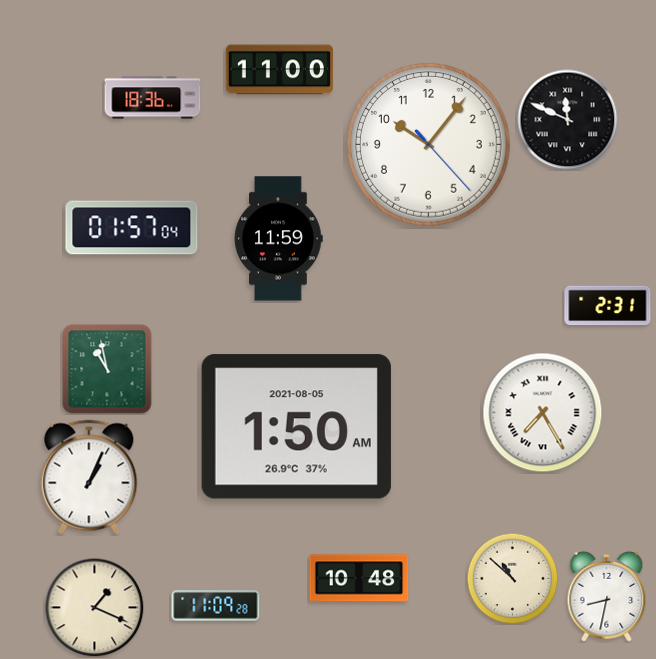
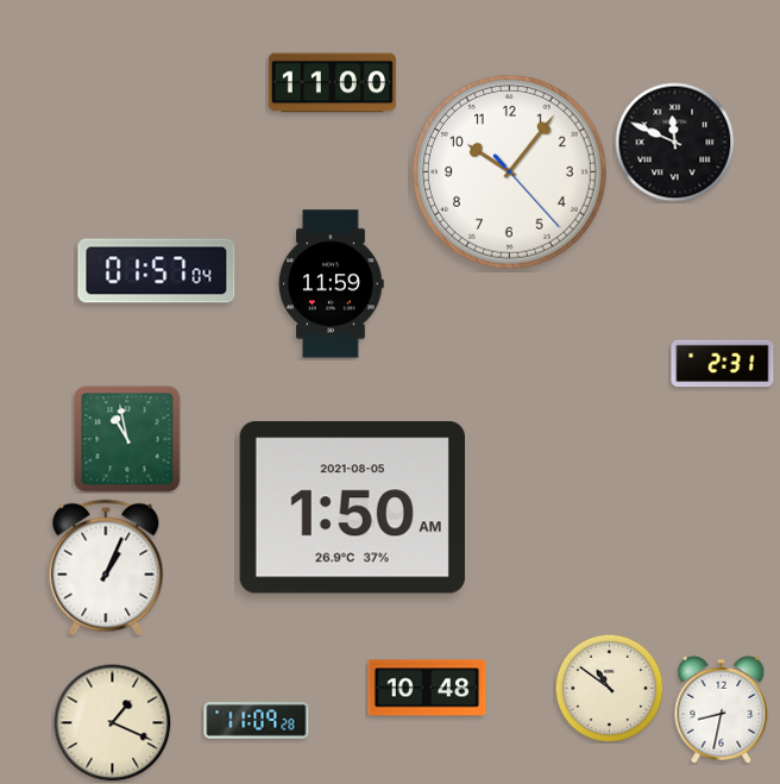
clock at (153, 98): 18:36 -> none
clock at (543, 413): 7:25 -> none
clock at (512, 578): 10:52 -> 10:51
